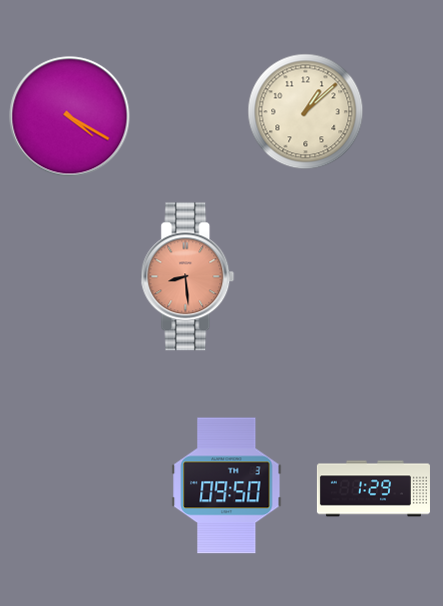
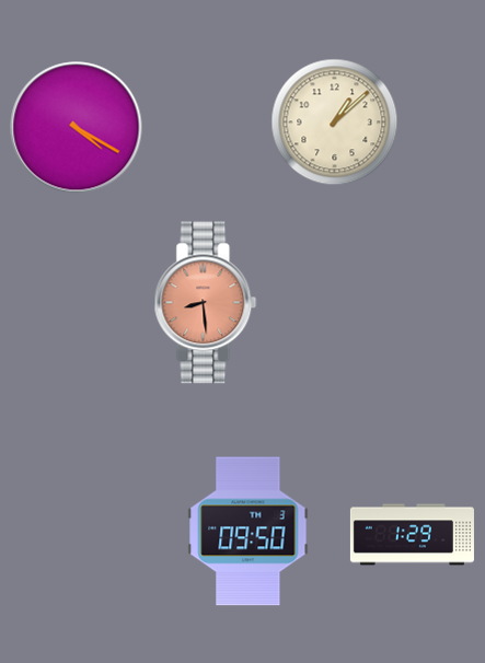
clock at (373, 489) position: (373, 489) -> (412, 535)
